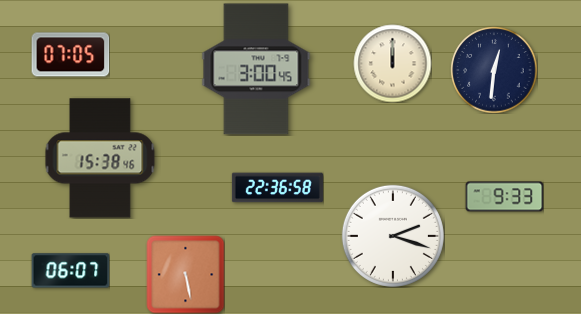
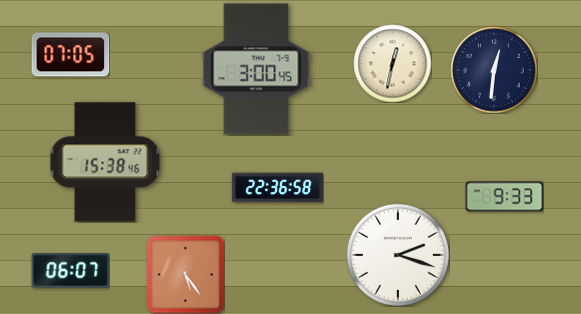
clock at (392, 63): 12:00 -> 12:32
clock at (100, 158) position: (100, 158) -> (105, 162)
clock at (393, 236) position: (393, 236) -> (398, 255)
clock at (185, 274): 5:28 -> 5:24
